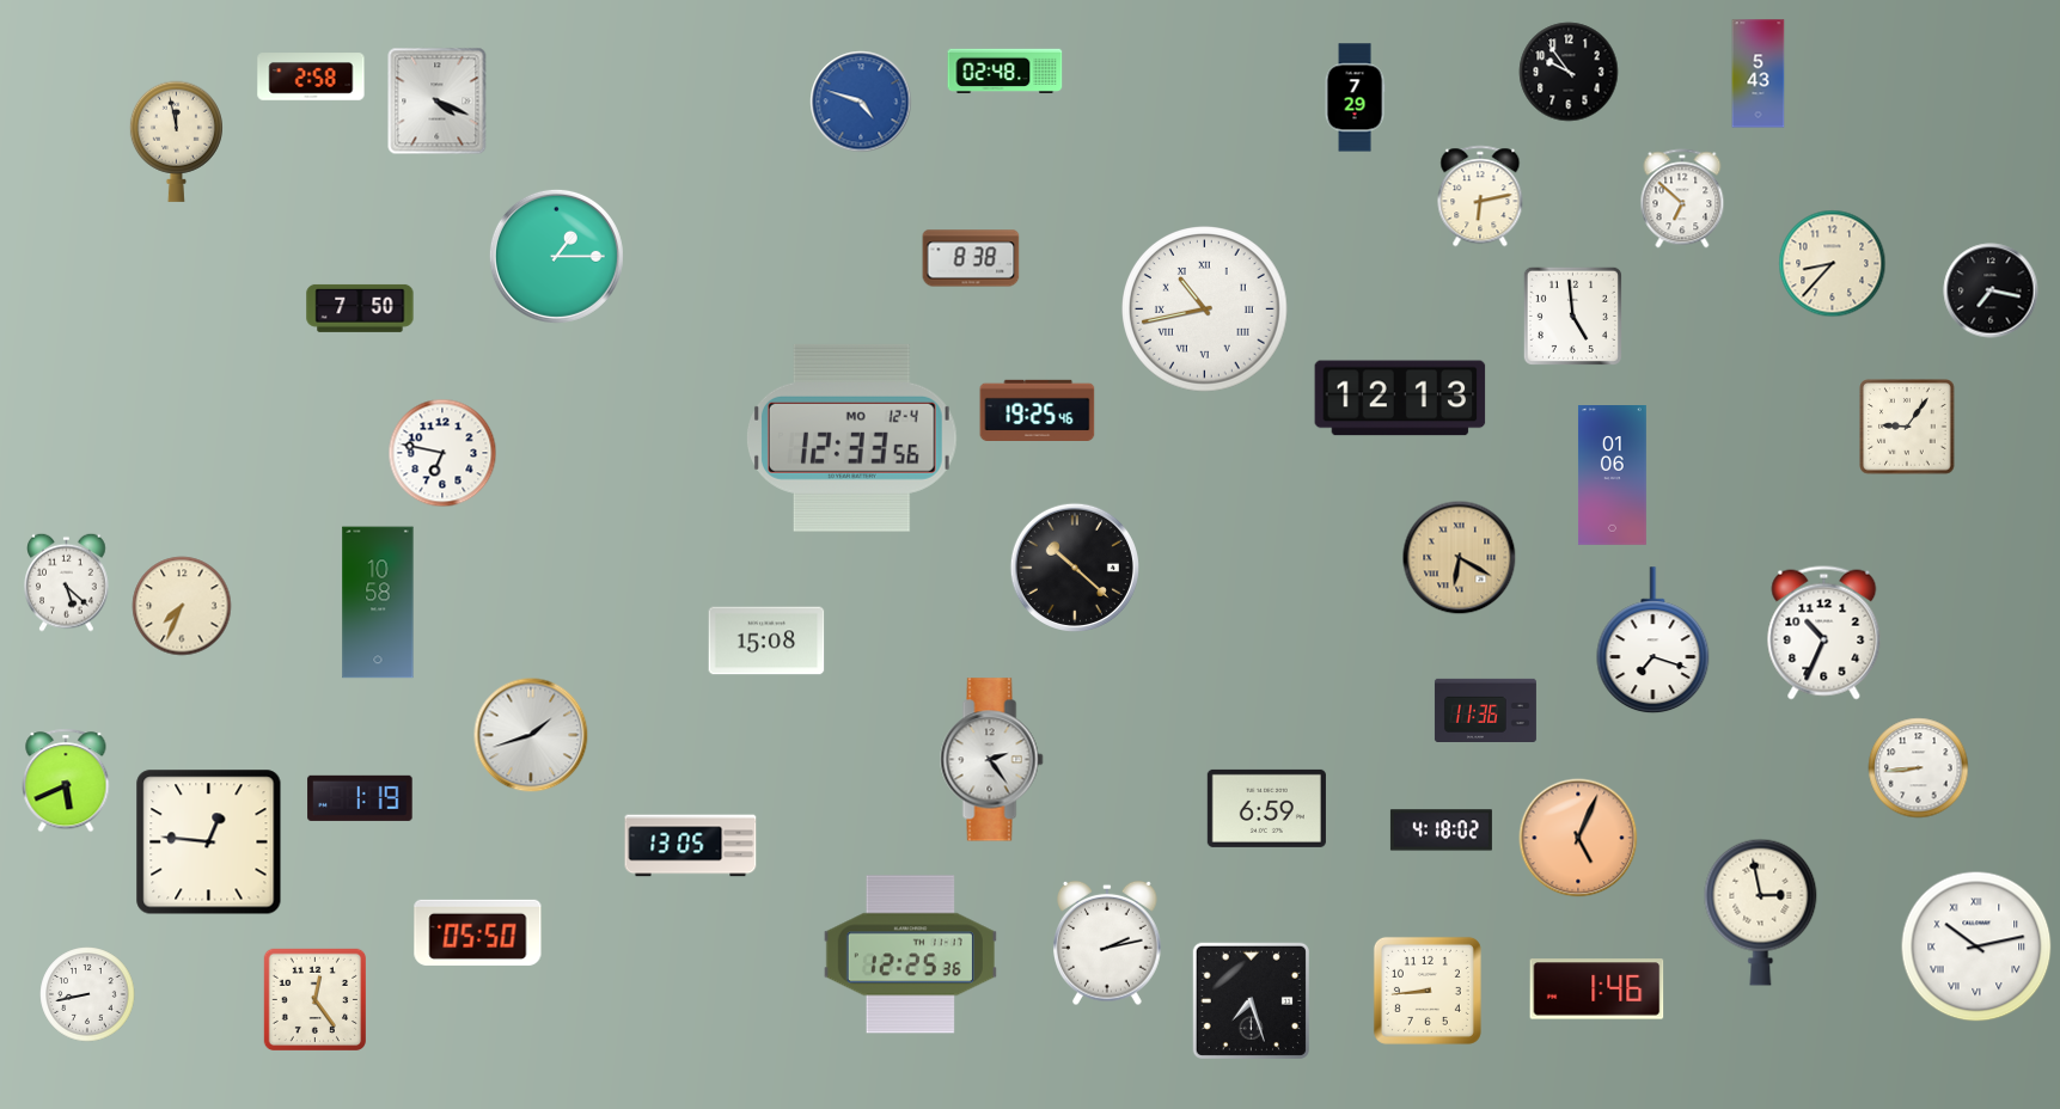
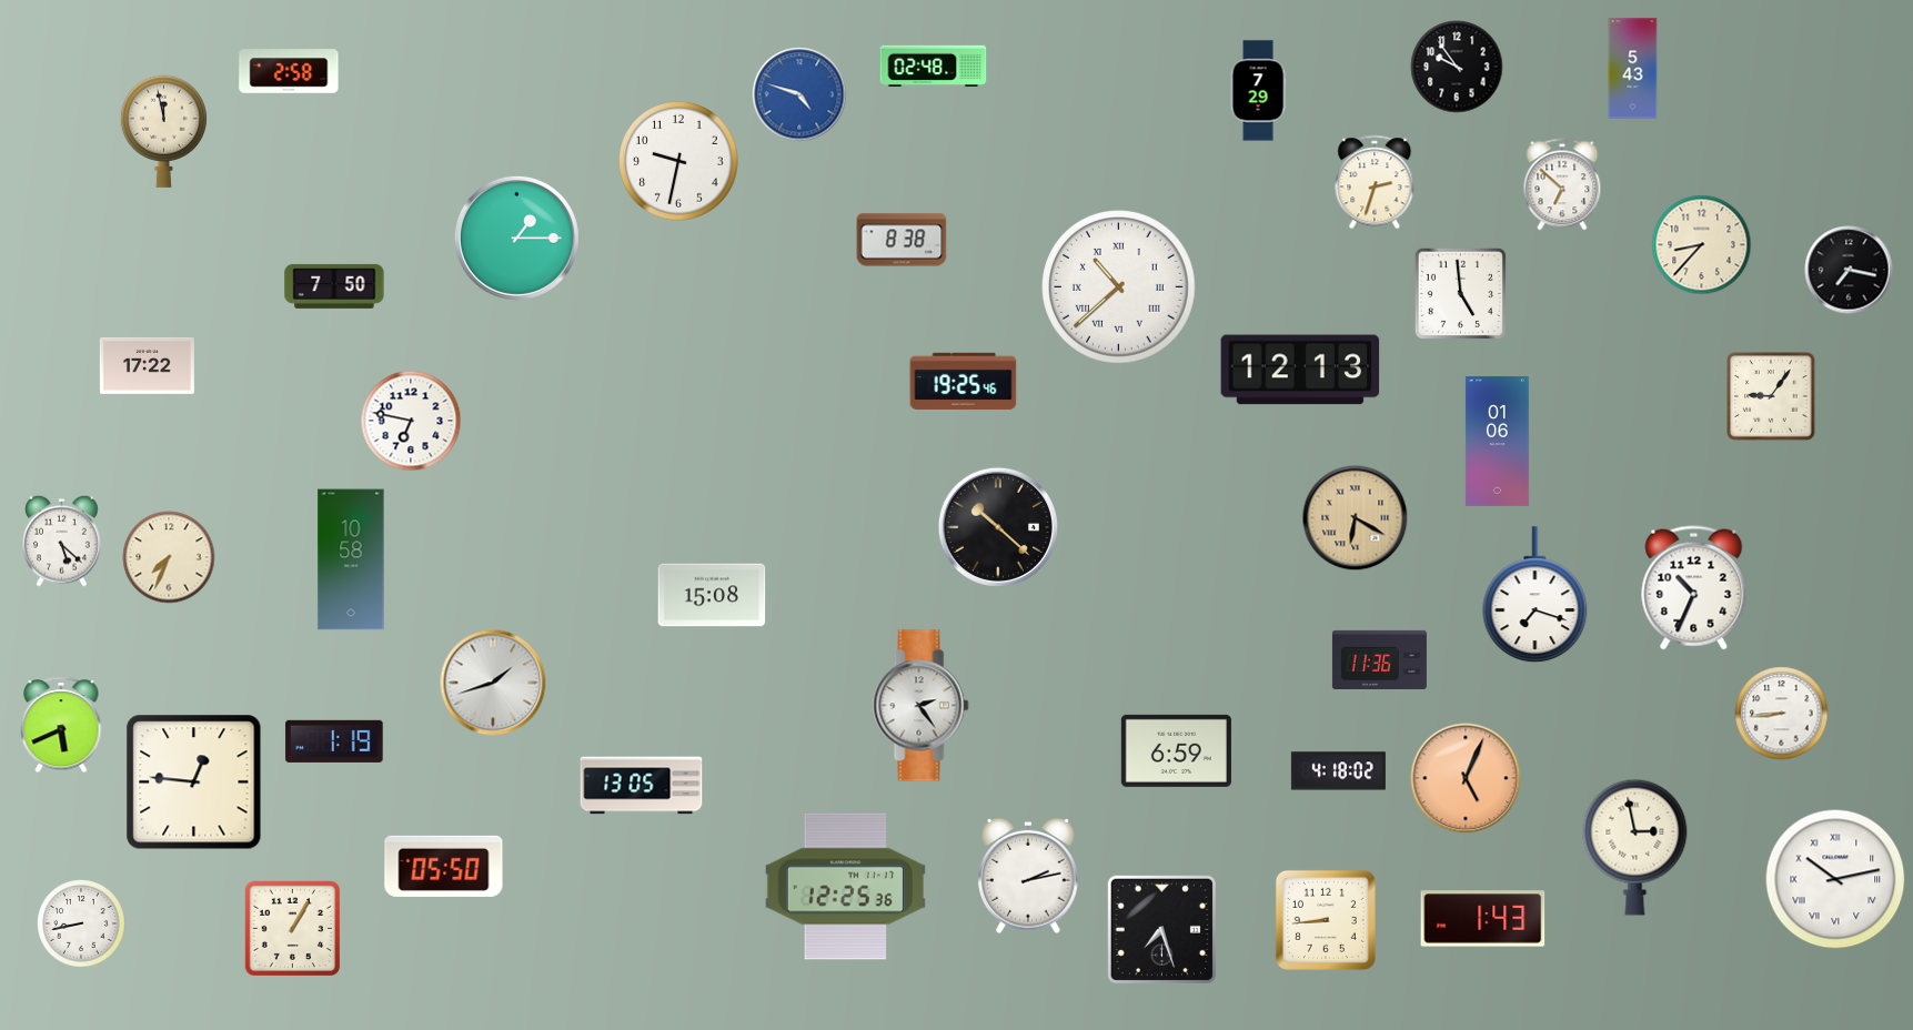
clock at (438, 102): 4:19 -> none
clock at (679, 162): none -> 9:32
clock at (1480, 196): 6:13 -> 2:33
clock at (1205, 310): 10:43 -> 10:38
clock at (147, 365): none -> 17:22
clock at (852, 437): 12:33 -> none
clock at (182, 606) position: (182, 606) -> (169, 557)
clock at (1597, 989): 1:46 -> 1:43
clock at (314, 999): 12:24 -> 1:05
